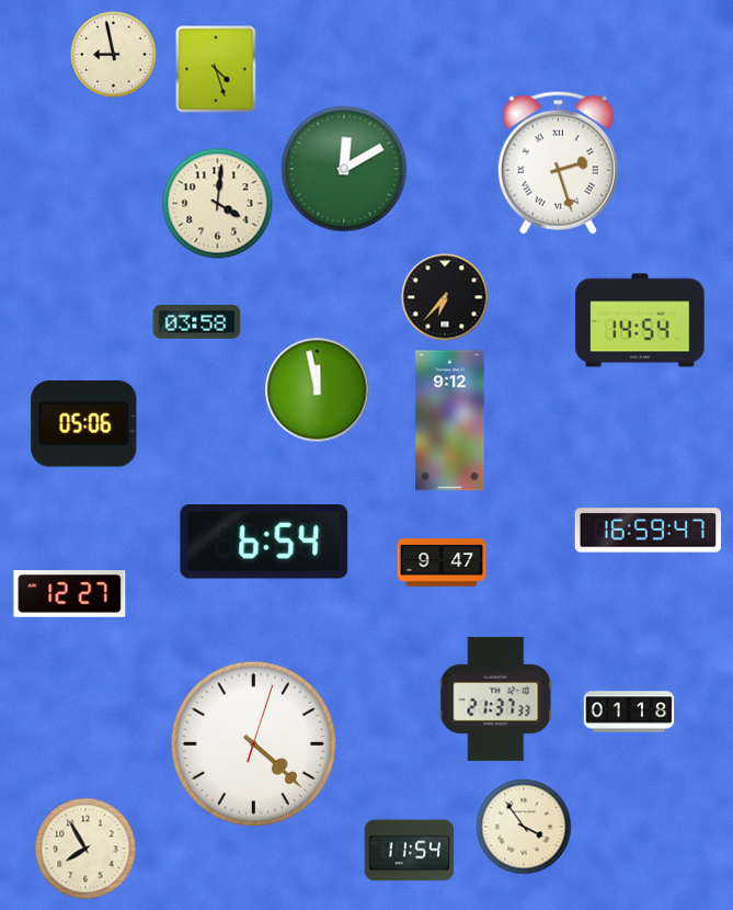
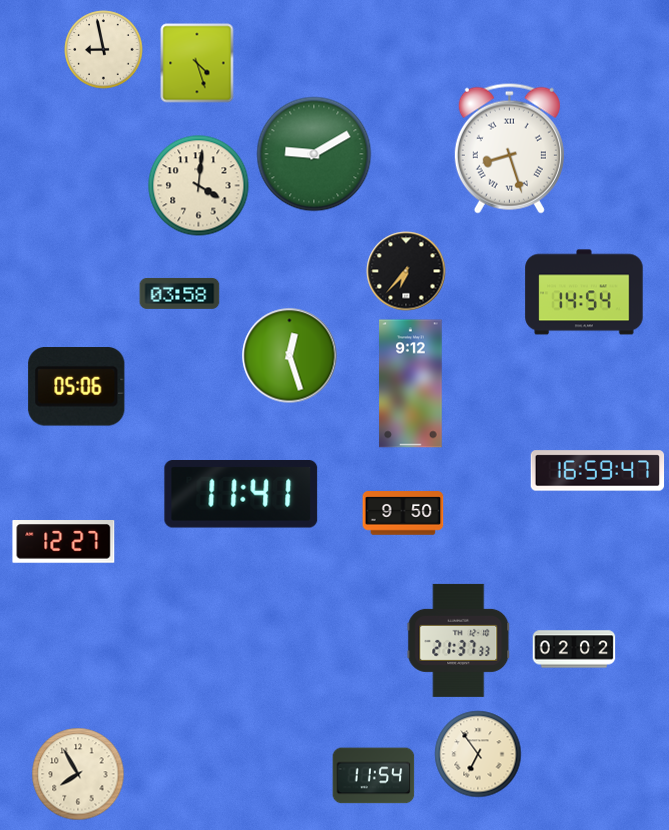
clock at (558, 162): 2:27 -> 8:27
clock at (344, 169): 12:10 -> 9:10
clock at (318, 390): 11:58 -> 12:27
clock at (649, 531) position: (649, 531) -> (598, 471)
clock at (264, 543): 6:54 -> 11:41
clock at (442, 562): 9:47 -> 9:50
clock at (496, 698) position: (496, 698) -> (459, 640)
clock at (629, 712): 01:18 -> 02:02
clock at (253, 743): 4:22 -> none
clock at (524, 827): 3:54 -> 6:54
